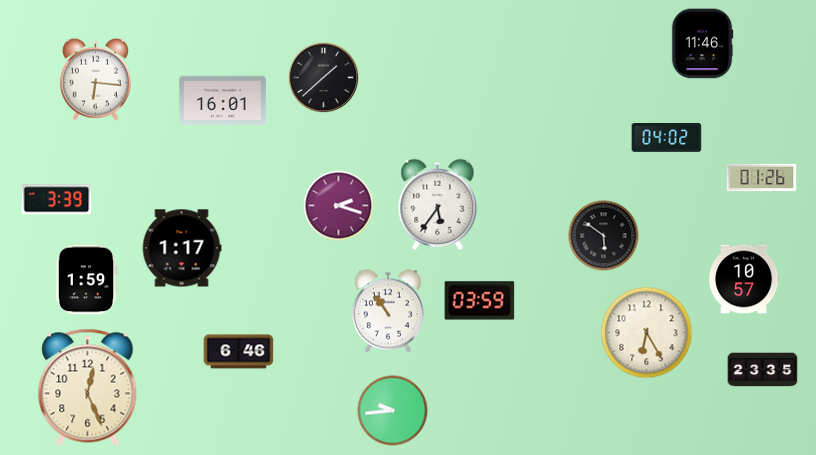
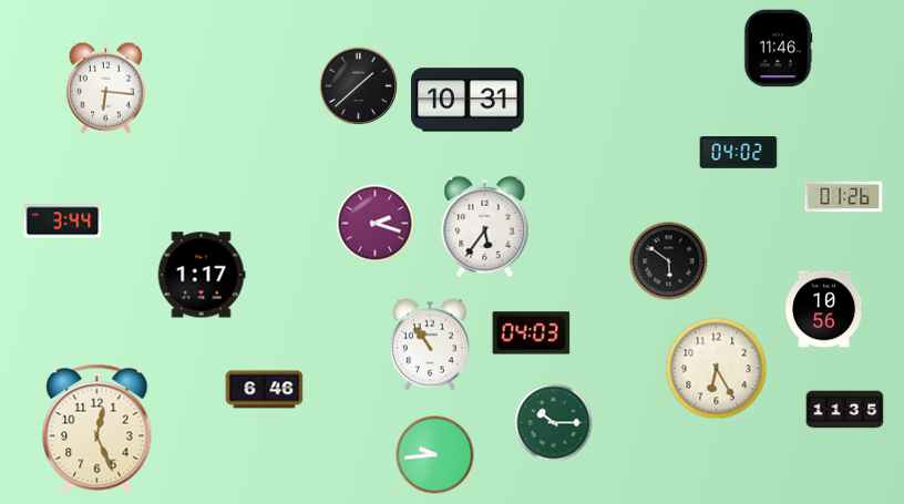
clock at (468, 100): none -> 10:31
clock at (222, 101): 16:01 -> none
clock at (57, 200): 3:39 -> 3:44
clock at (339, 206) position: (339, 206) -> (376, 224)
clock at (744, 279): 10:57 -> 10:56
clock at (86, 280): 1:59 -> none
clock at (480, 301): 03:59 -> 04:03
clock at (763, 370): 23:35 -> 11:35
clock at (554, 423): none -> 10:15
